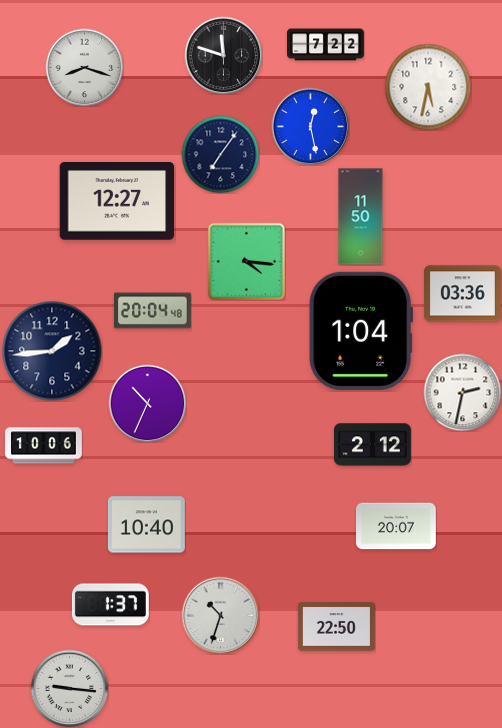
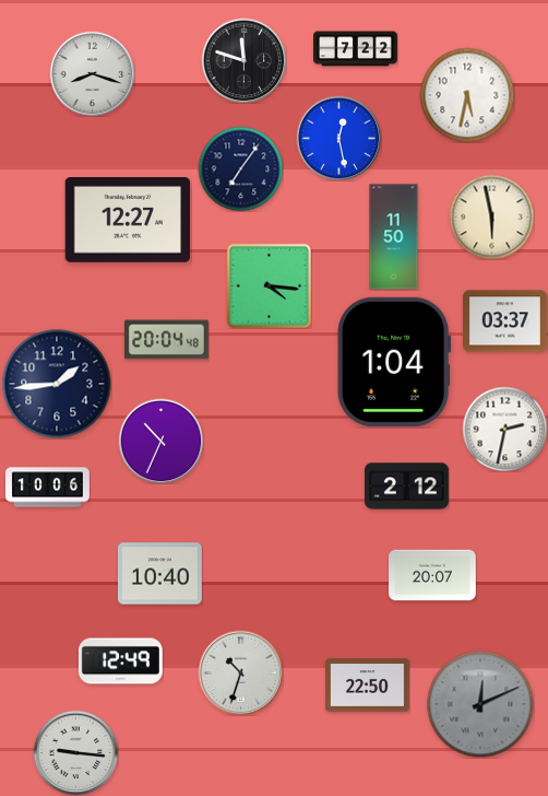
clock at (491, 216): none -> 5:58
clock at (462, 294): 03:36 -> 03:37
clock at (110, 605): 1:37 -> 12:49
clock at (480, 704): none -> 12:11
